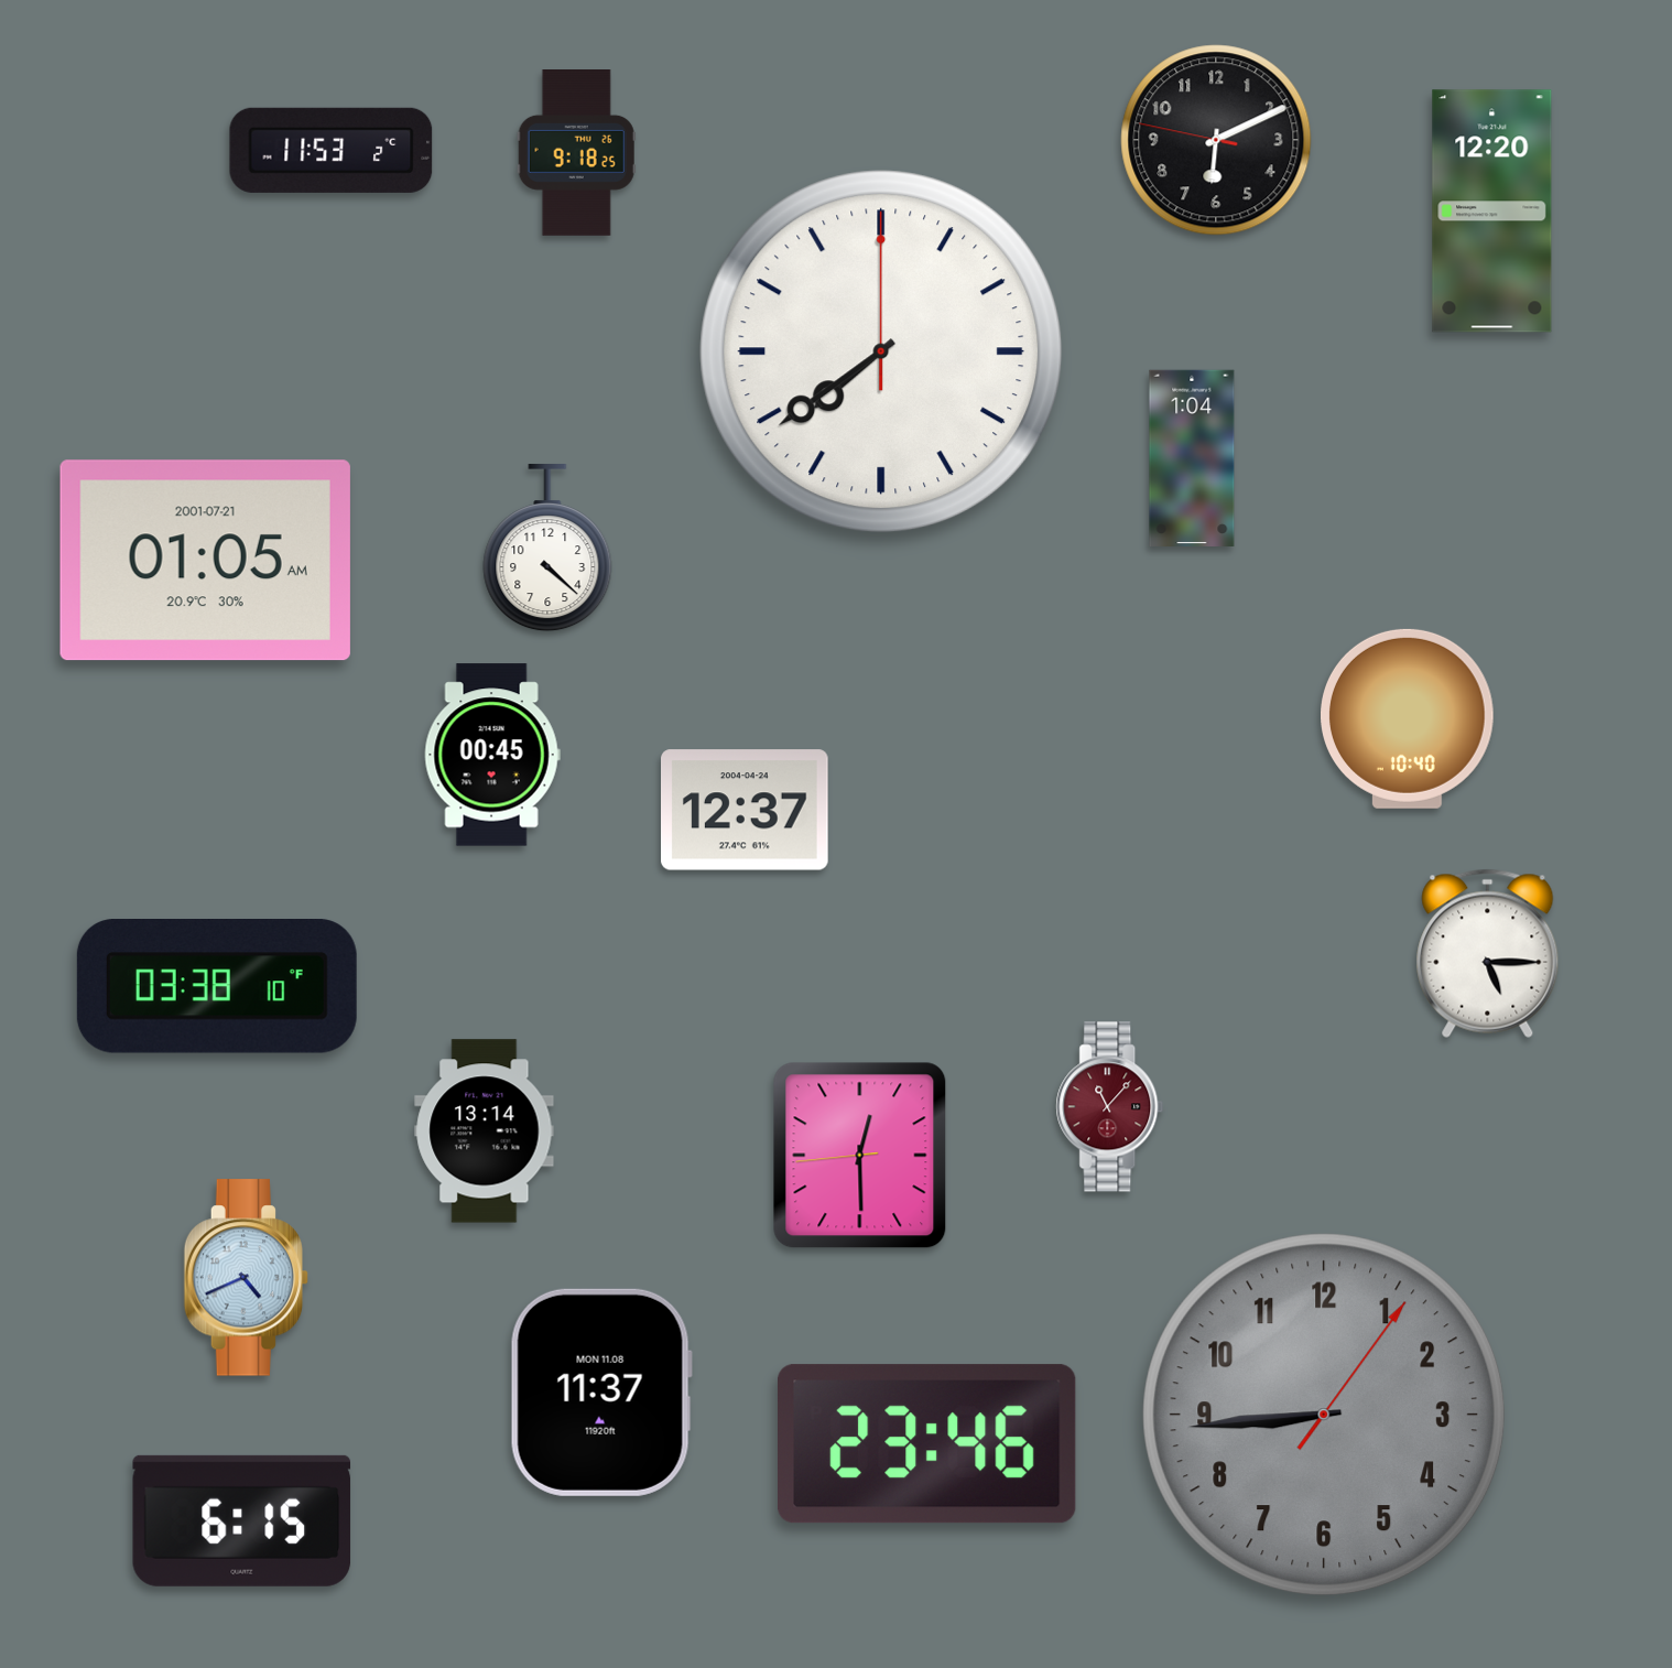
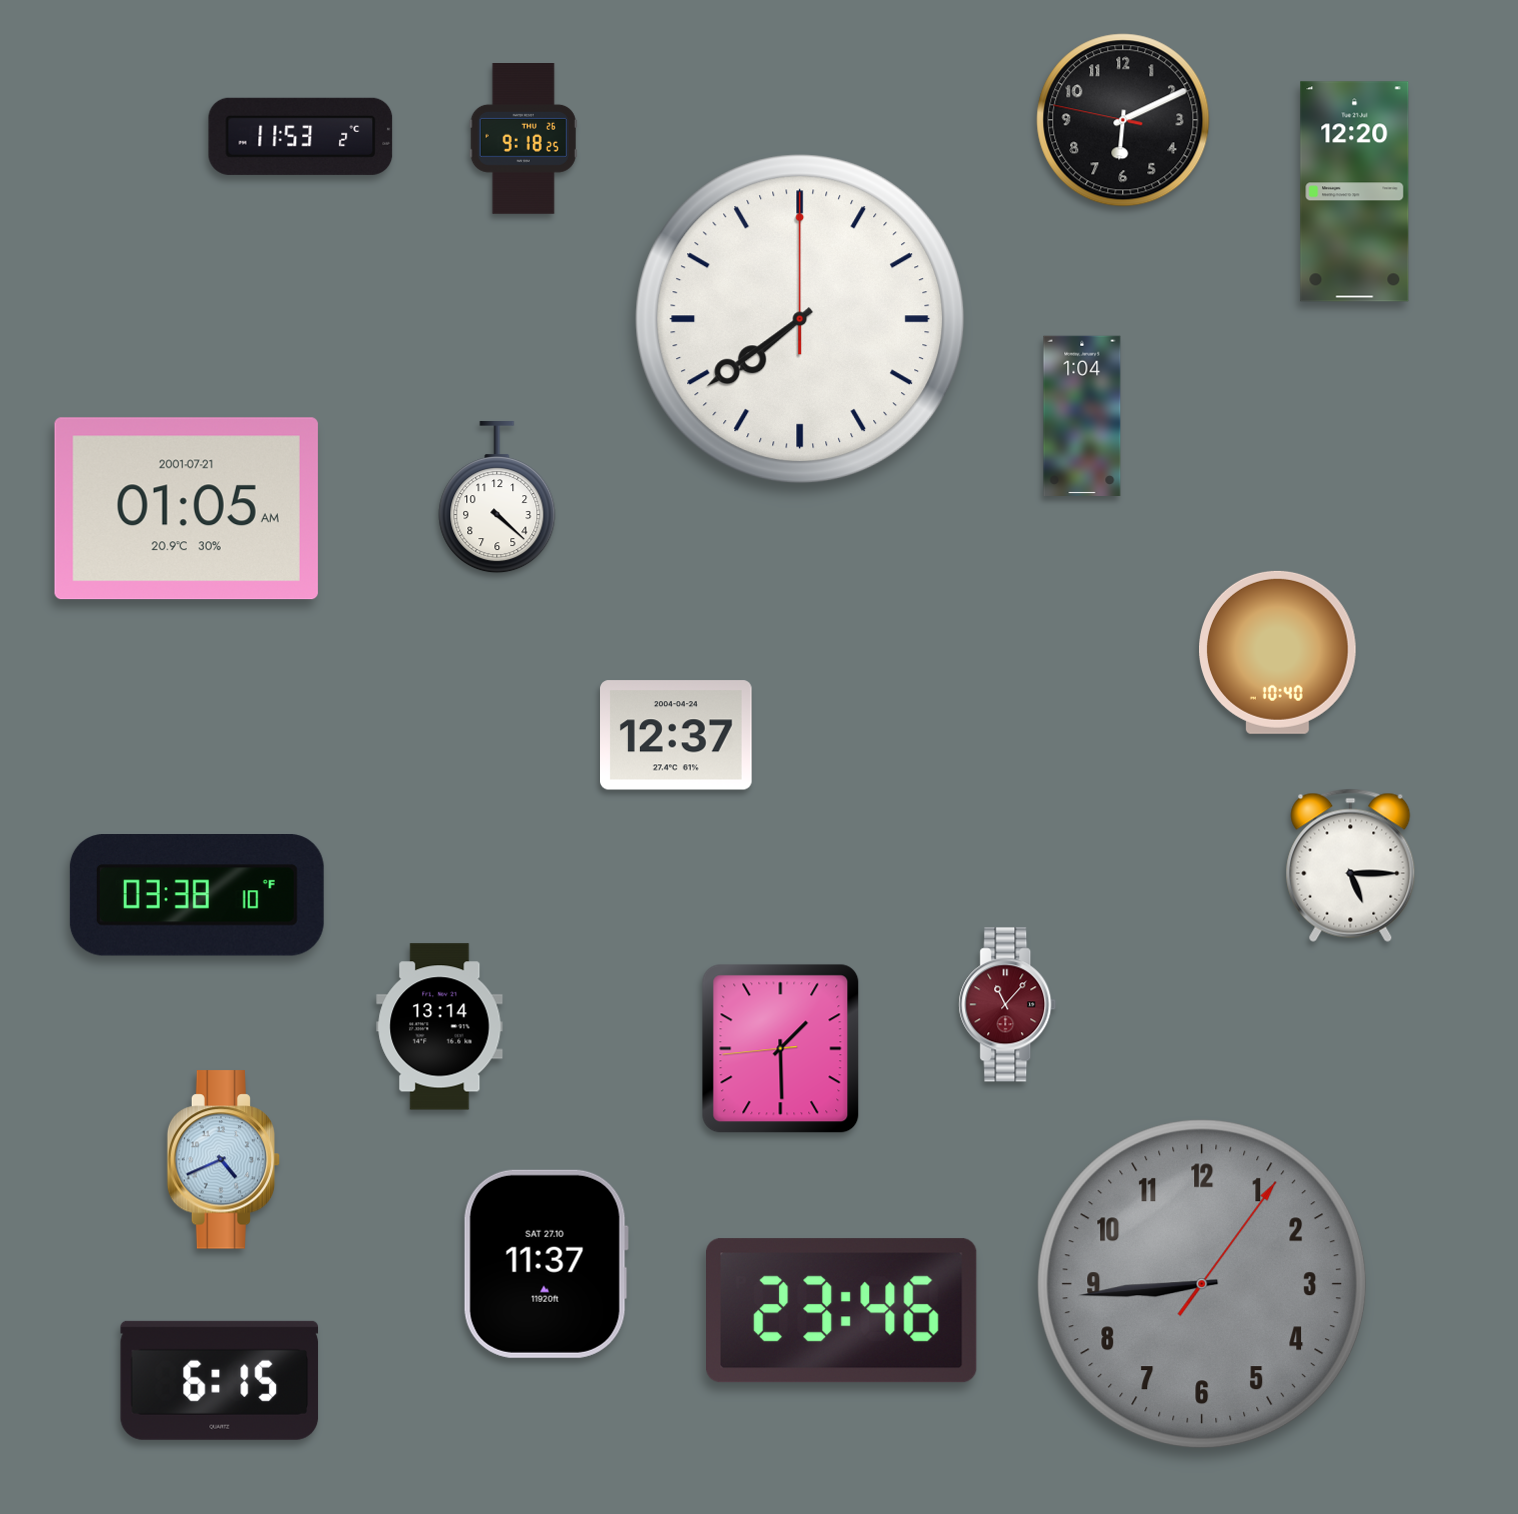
clock at (1216, 140) position: (1216, 140) -> (1123, 120)
clock at (492, 755): 00:45 -> none
clock at (860, 1156): 12:29 -> 1:29
clock at (601, 1393) date: MON 11.08 -> SAT 27.10
